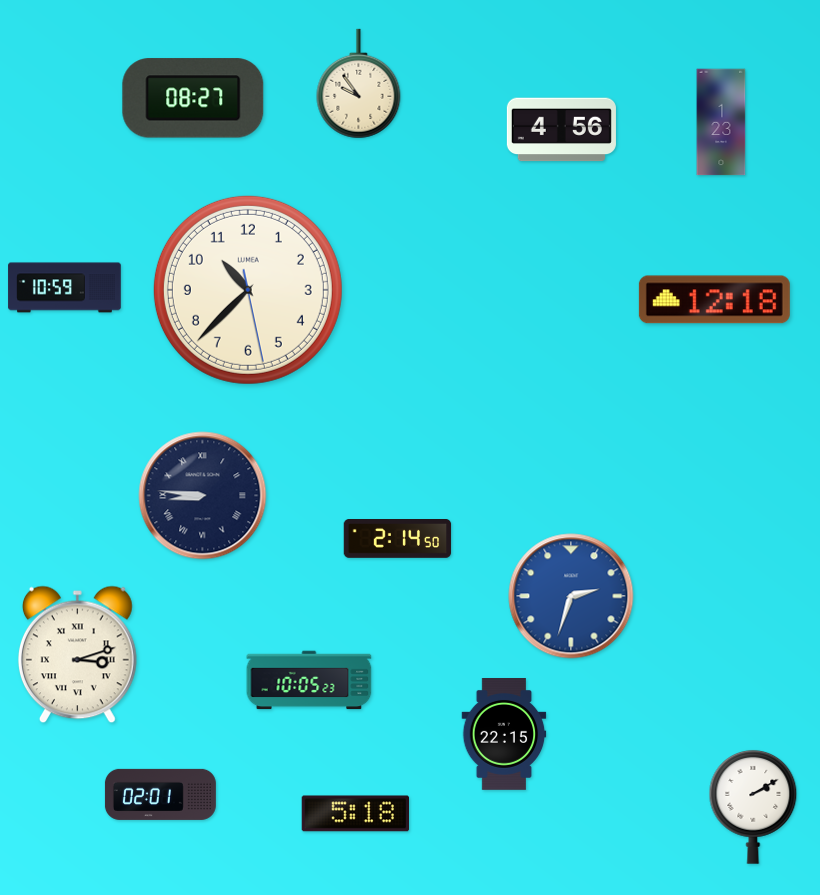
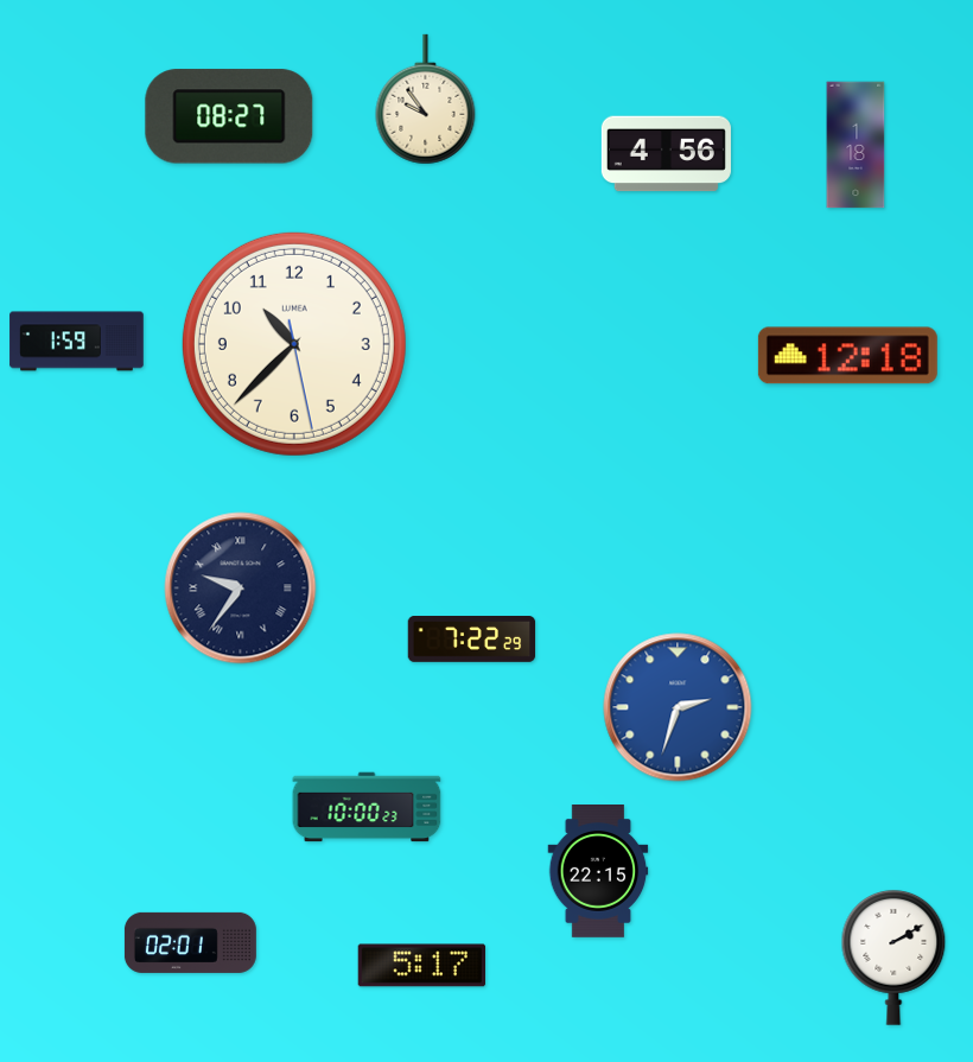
clock at (721, 122): 1:23 -> 1:18
clock at (65, 288): 10:59 -> 1:59
clock at (203, 496): 8:46 -> 9:36
clock at (398, 539): 2:14 -> 7:22
clock at (77, 655): 3:12 -> none
clock at (309, 680): 10:05 -> 10:00
clock at (355, 814): 5:18 -> 5:17
